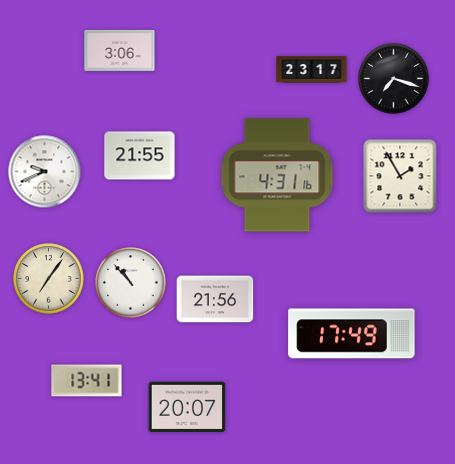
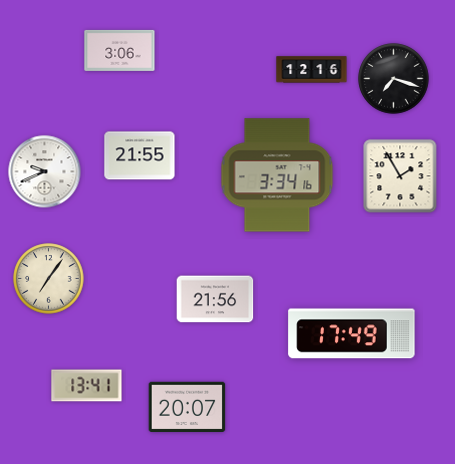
clock at (312, 70): 23:17 -> 12:16
clock at (277, 175): 4:31 -> 3:34
clock at (131, 283): 10:53 -> none
clock at (87, 381) position: (87, 381) -> (87, 386)
